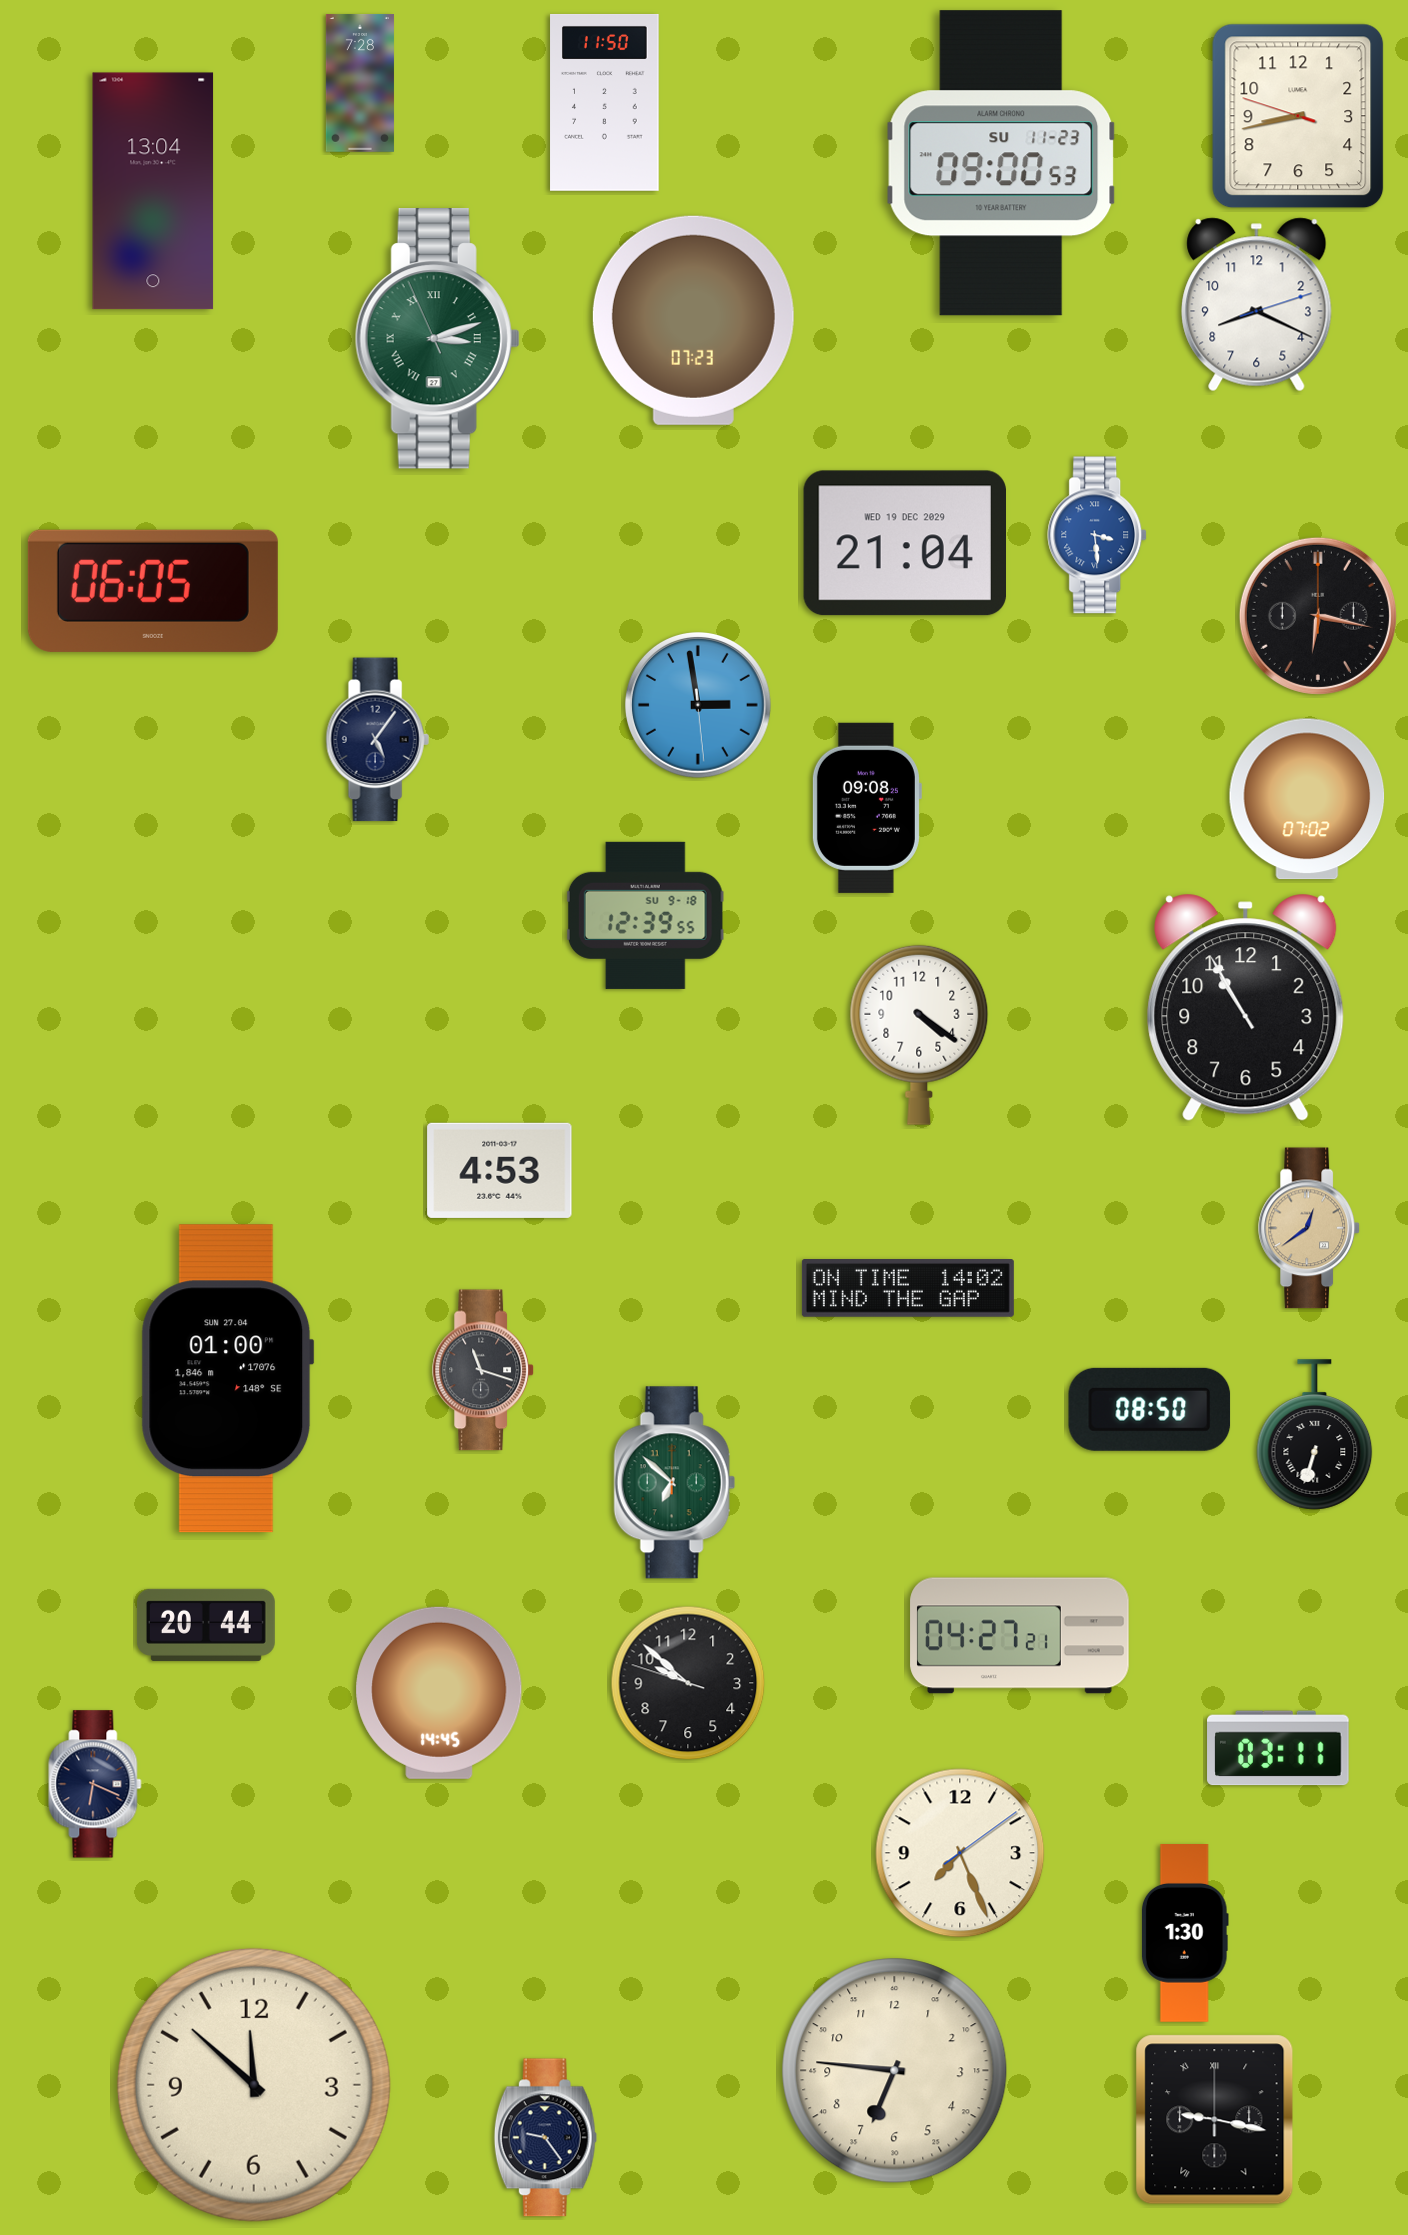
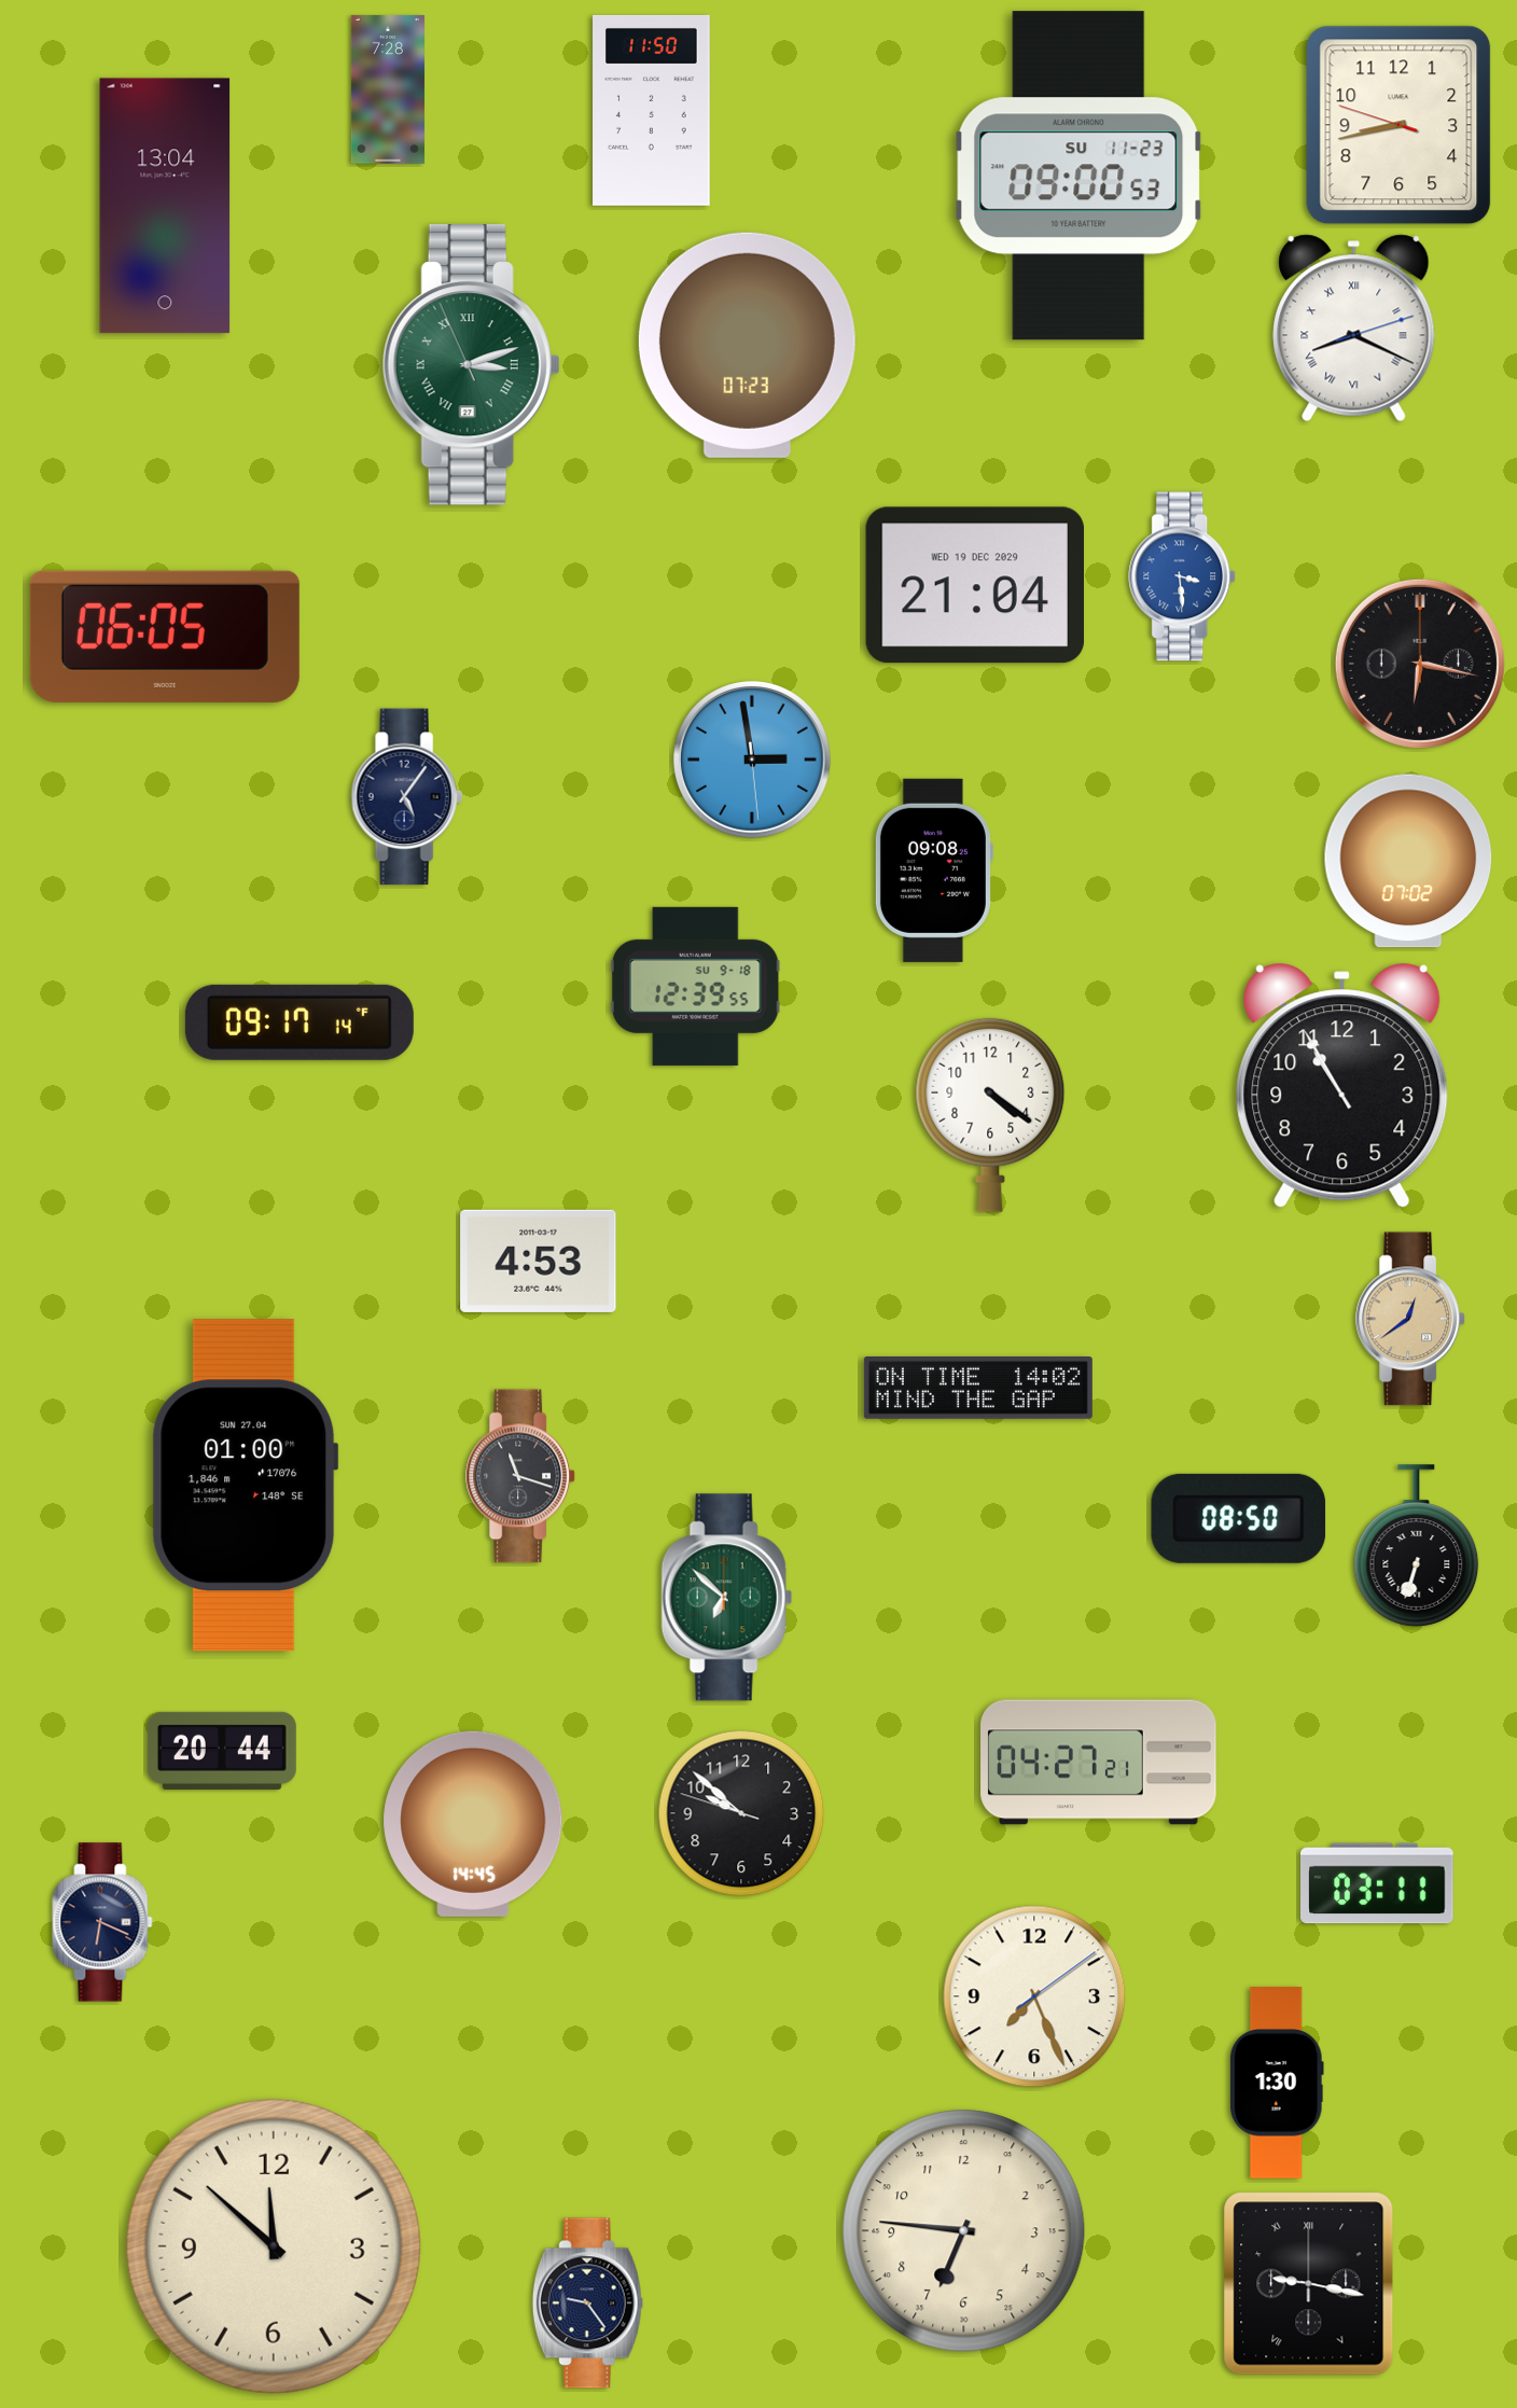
clock at (1257, 305) numerals: Arabic -> Roman
clock at (300, 1022): none -> 09:17
clock at (1309, 1228) position: (1309, 1228) -> (1410, 1319)
